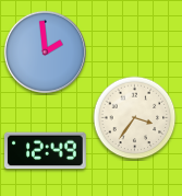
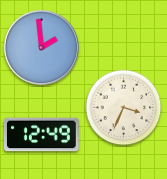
clock at (135, 118): 3:36 -> 3:34
clock at (46, 151) position: (46, 151) -> (42, 135)
